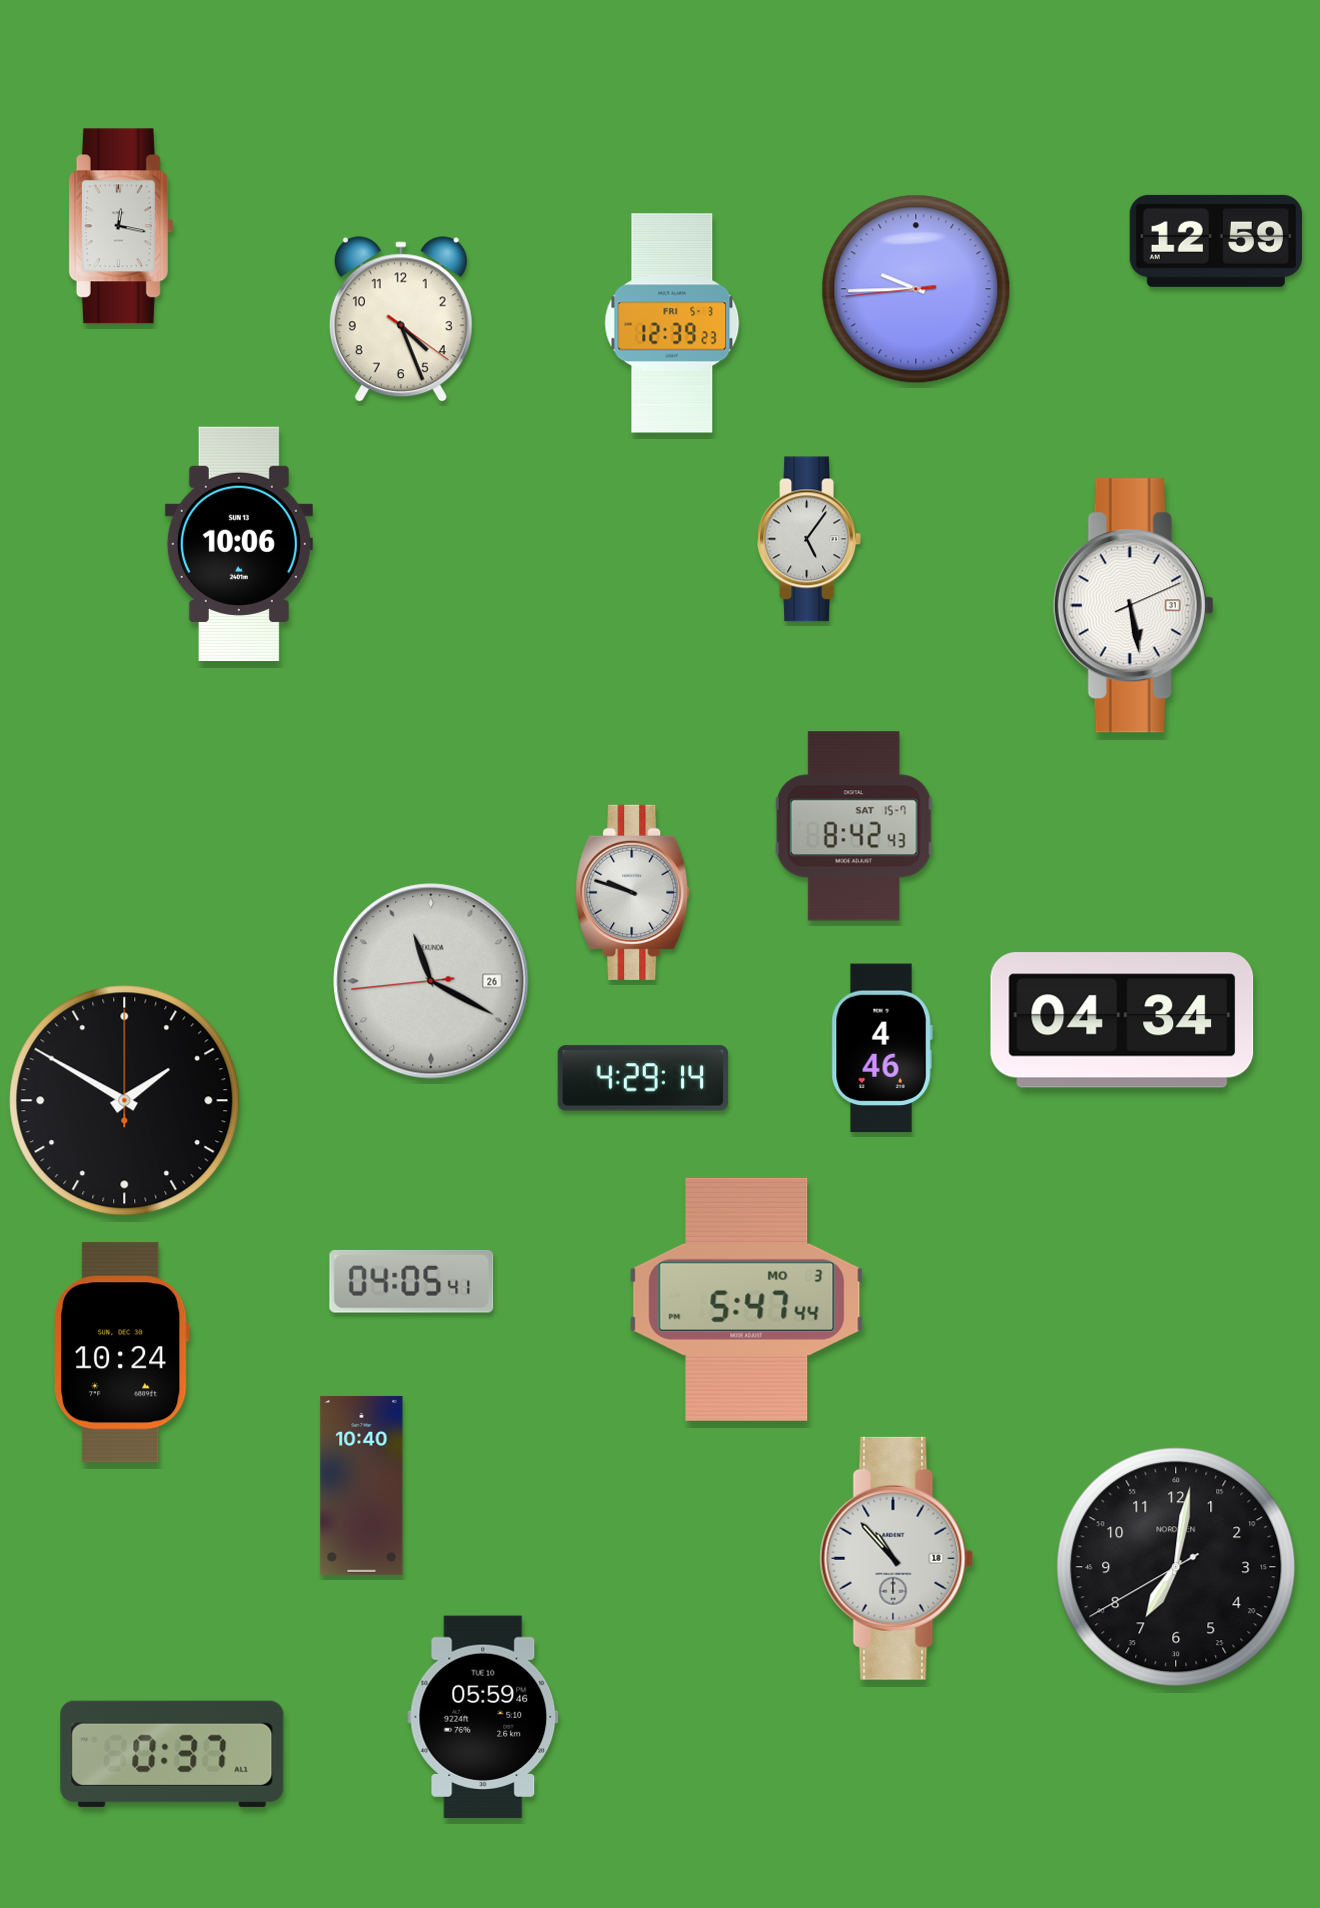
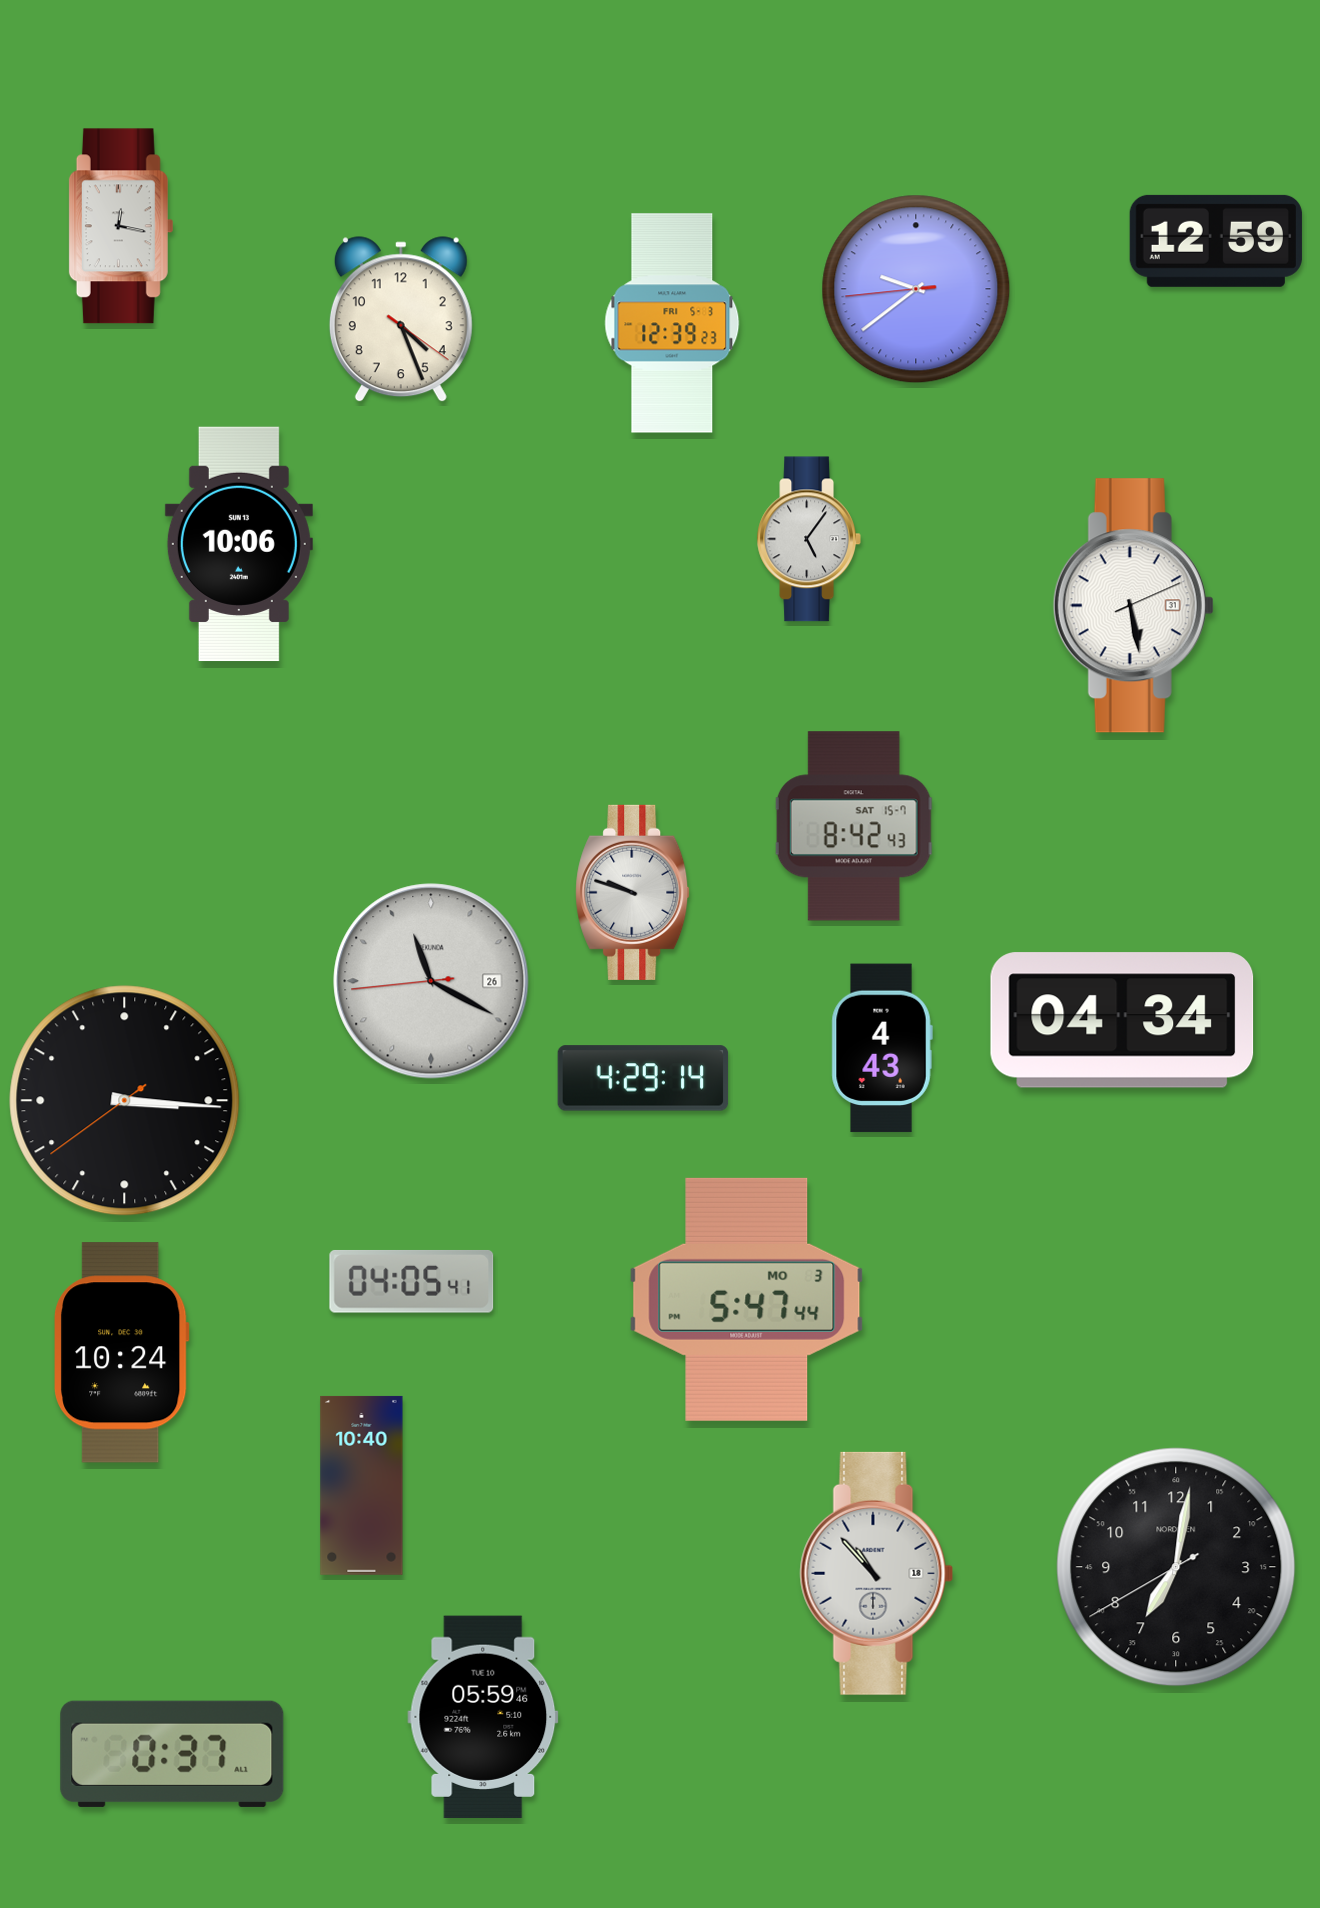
clock at (916, 289): 9:44 -> 9:38
clock at (882, 1048): 4:46 -> 4:43
clock at (125, 1101): 1:50 -> 3:15
clock at (897, 1558) position: (897, 1558) -> (877, 1573)
